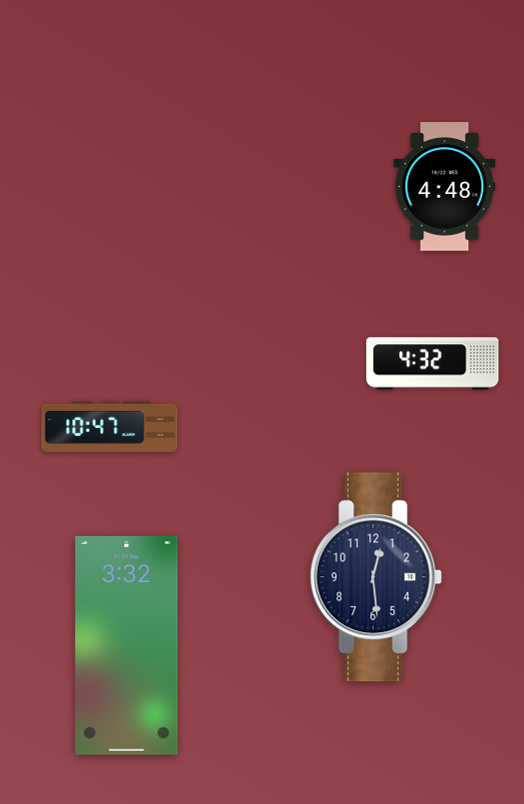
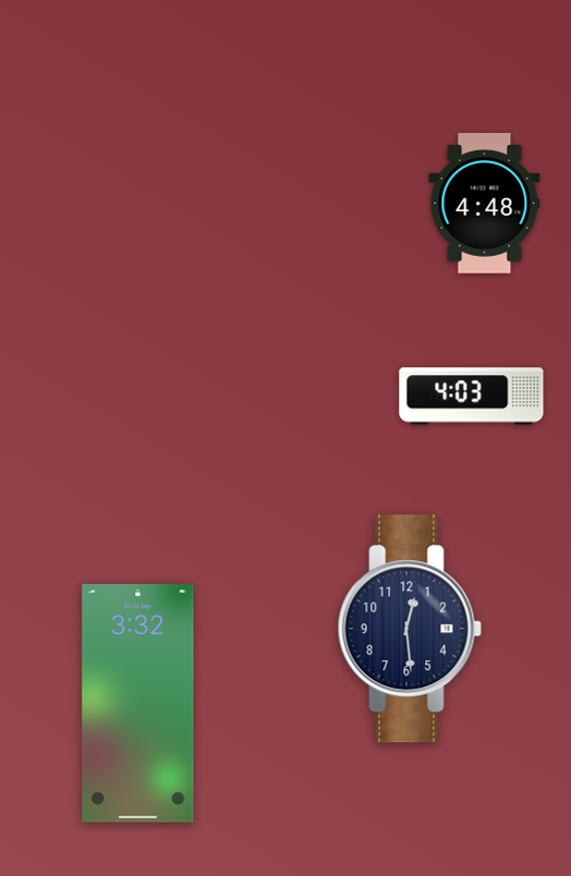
clock at (433, 364): 4:32 -> 4:03
clock at (110, 426): 10:47 -> none
